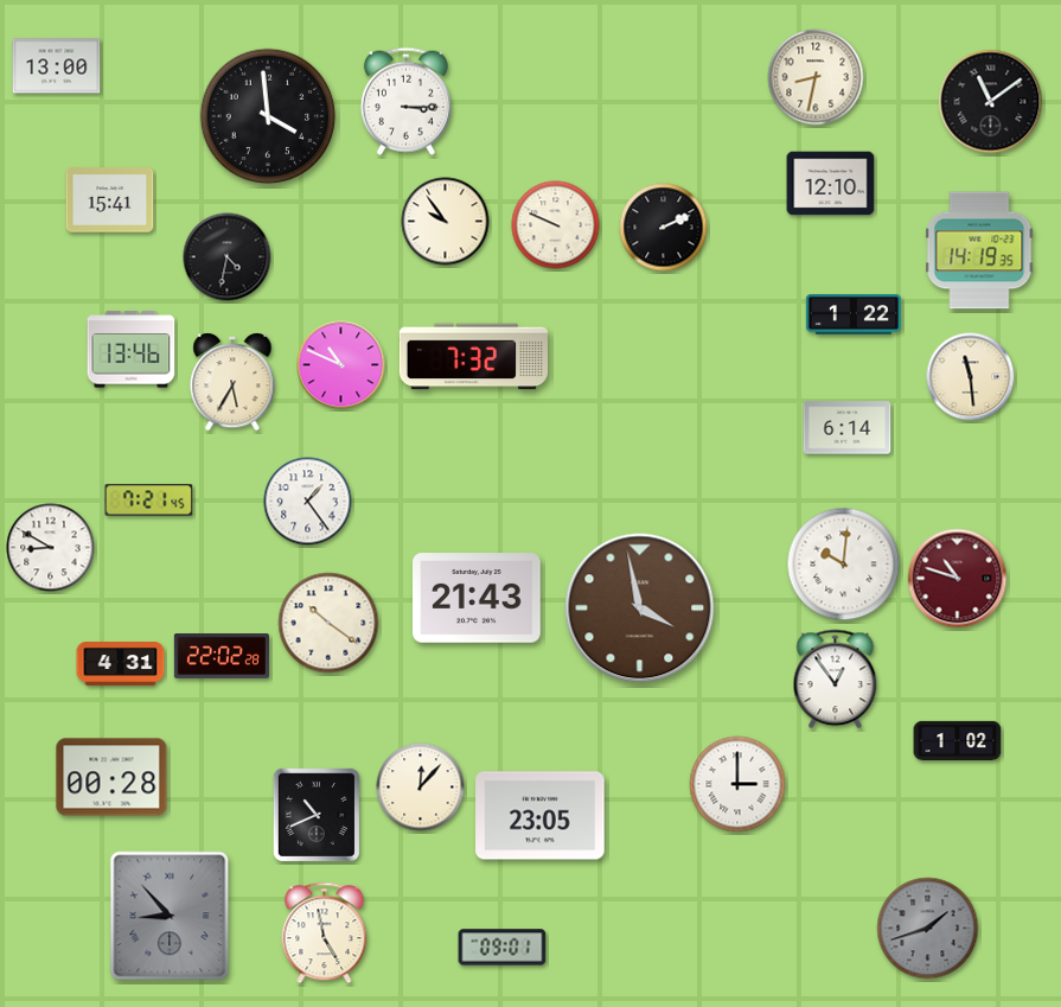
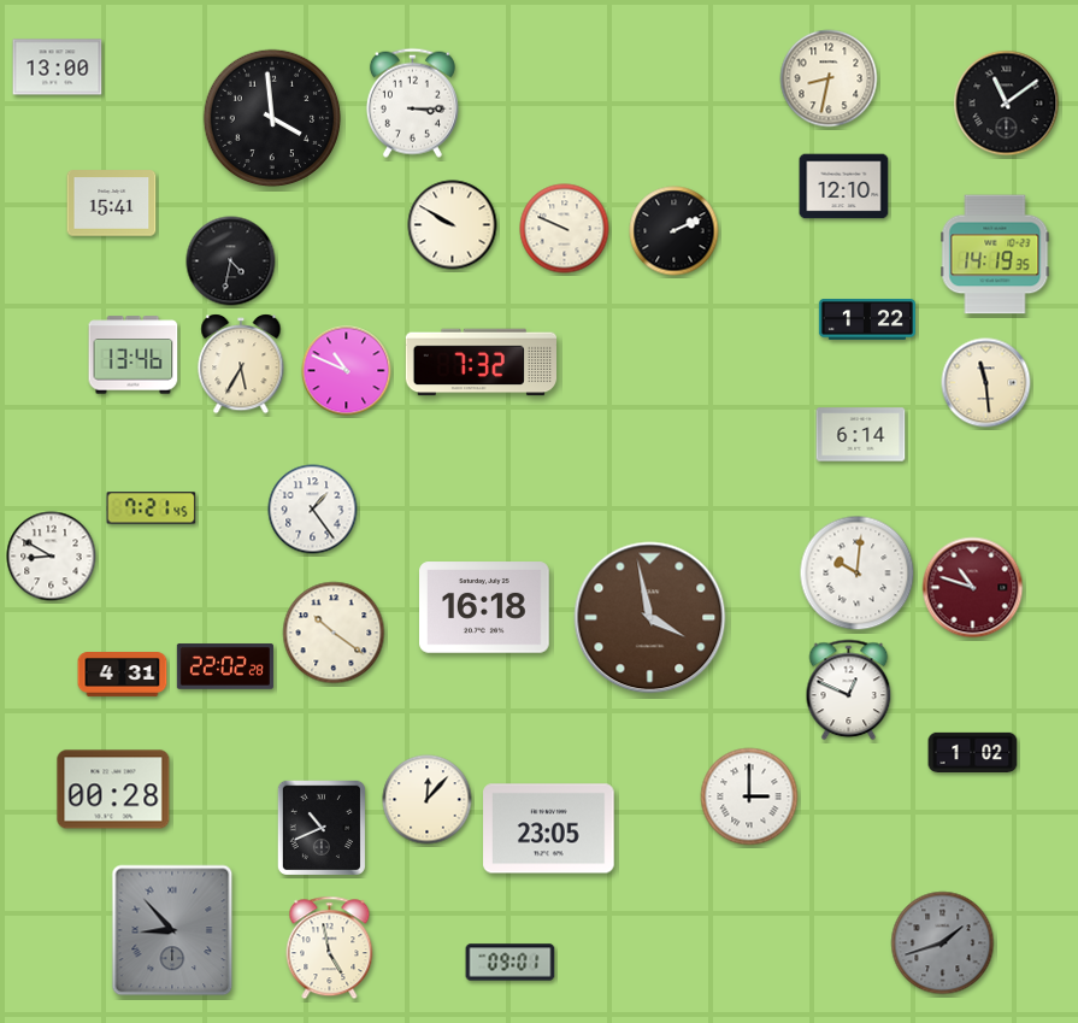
clock at (446, 222): 9:54 -> 9:50
clock at (232, 382) position: (232, 382) -> (241, 364)
clock at (478, 598): 21:43 -> 16:18
clock at (836, 680): 12:54 -> 12:49
